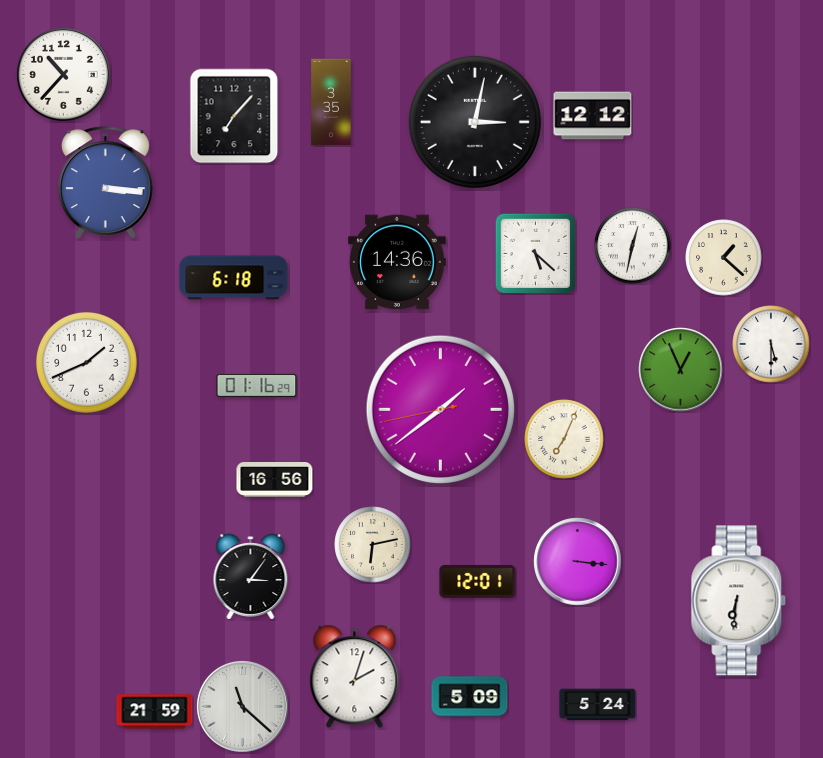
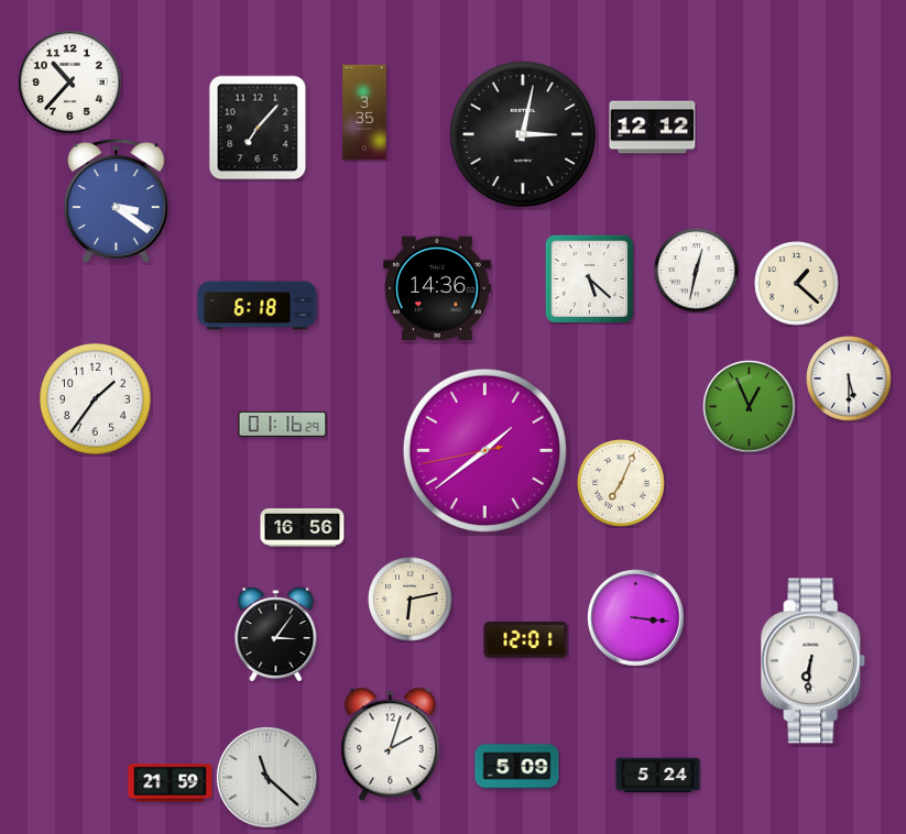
clock at (106, 183): 3:16 -> 3:21
clock at (86, 362): 1:41 -> 1:36
